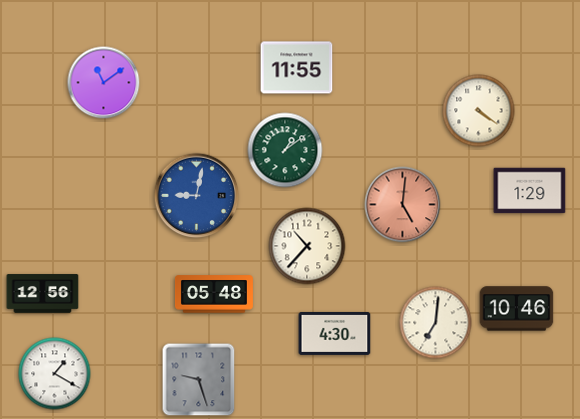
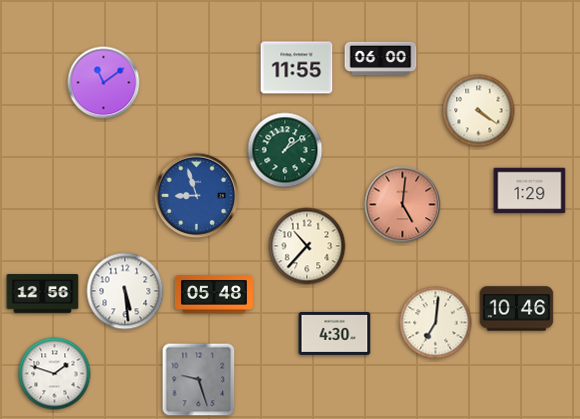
clock at (381, 59): none -> 06:00
clock at (197, 196): 9:02 -> 8:57
clock at (125, 291): none -> 5:29
clock at (55, 374): 1:20 -> 1:48
